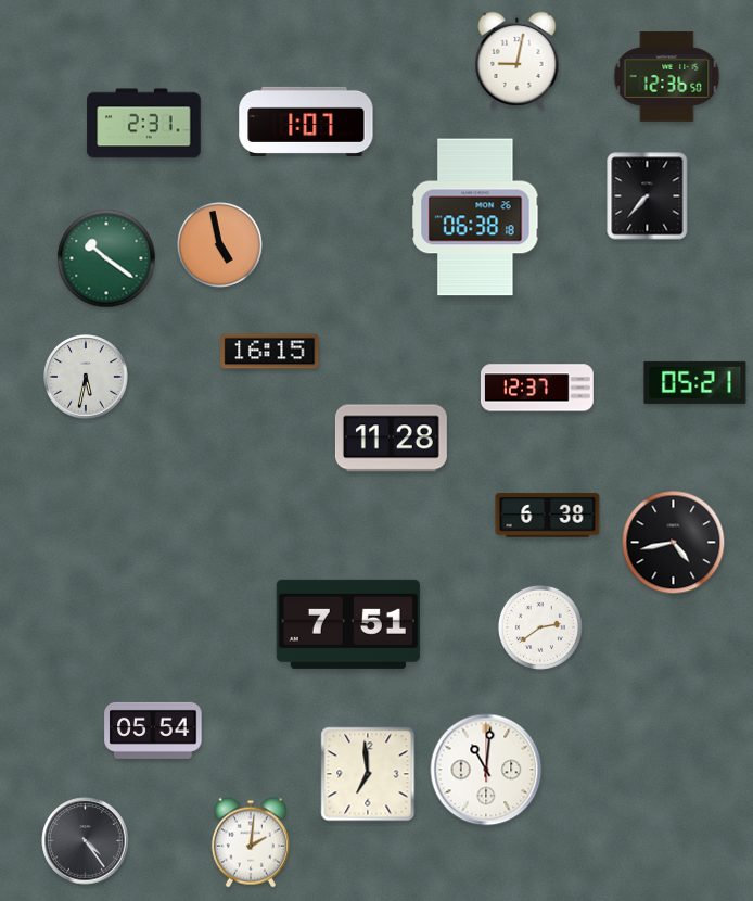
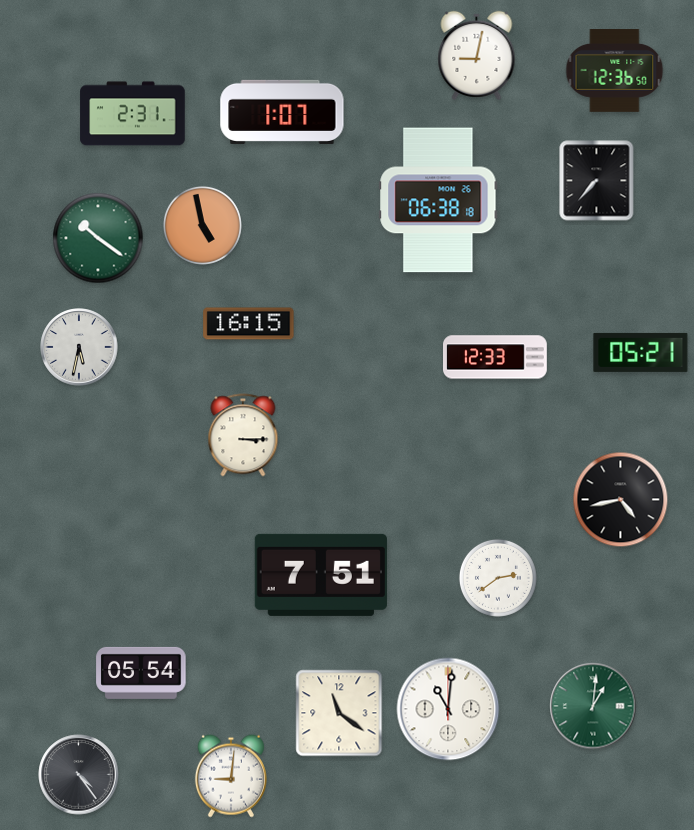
clock at (538, 388): 12:37 -> 12:33
clock at (391, 439): 11:28 -> none
clock at (243, 435): none -> 3:15
clock at (548, 516): 6:38 -> none
clock at (593, 706): none -> 1:01
clock at (368, 774): 6:59 -> 11:21
clock at (251, 842): 2:01 -> 9:01
